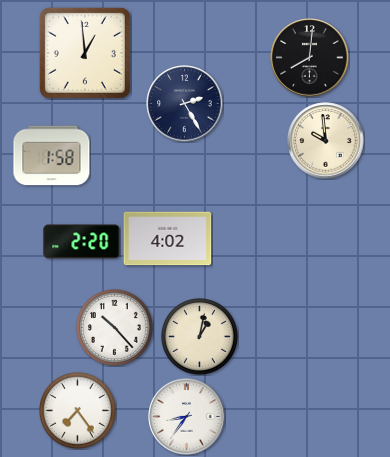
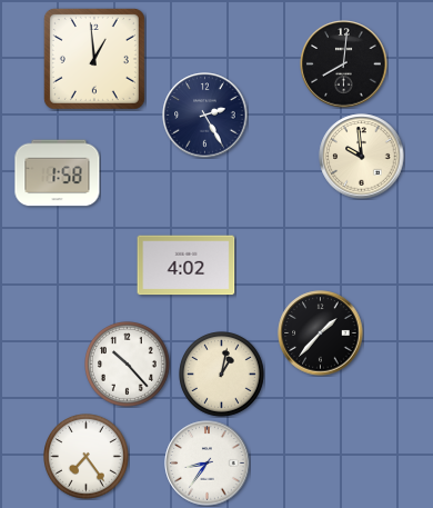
clock at (82, 242): 2:20 -> none
clock at (321, 333): none -> 1:37
